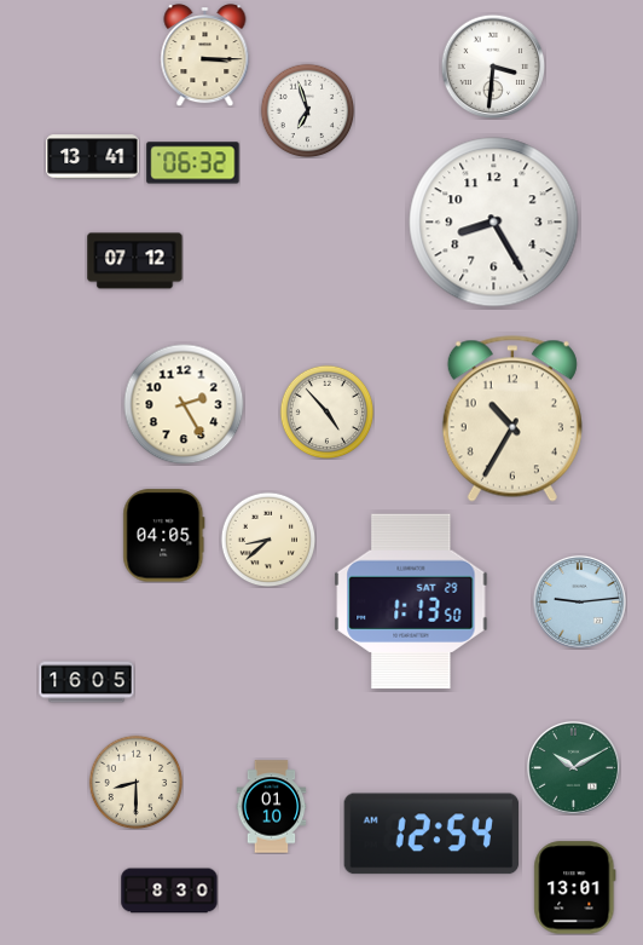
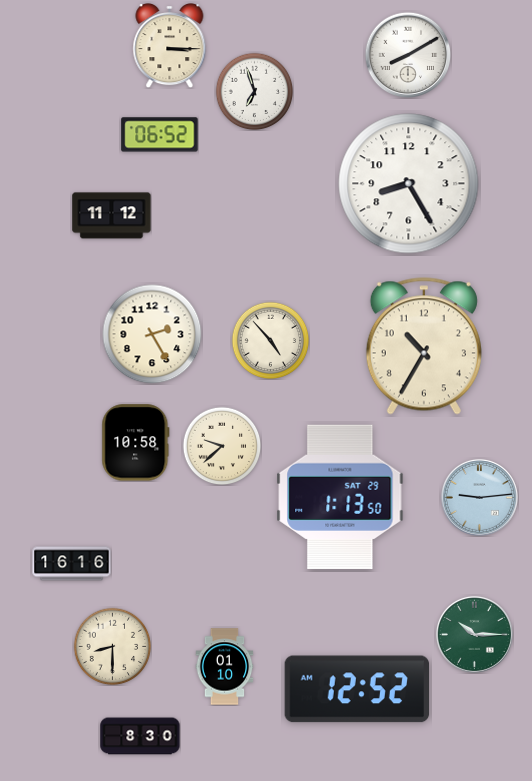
clock at (493, 67): 3:31 -> 8:10
clock at (93, 157): 13:41 -> none
clock at (193, 163): 06:32 -> 06:52
clock at (135, 261): 07:12 -> 11:12
clock at (164, 536): 04:05 -> 10:58
clock at (268, 540): 8:38 -> 9:38
clock at (87, 682): 16:05 -> 16:16
clock at (573, 767): 10:10 -> 10:15
clock at (431, 834): 12:54 -> 12:52
clock at (575, 888): 13:01 -> none
